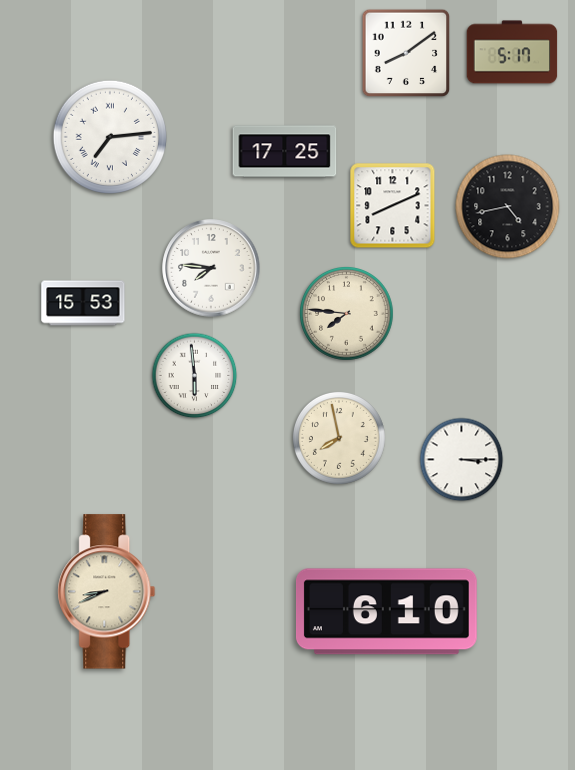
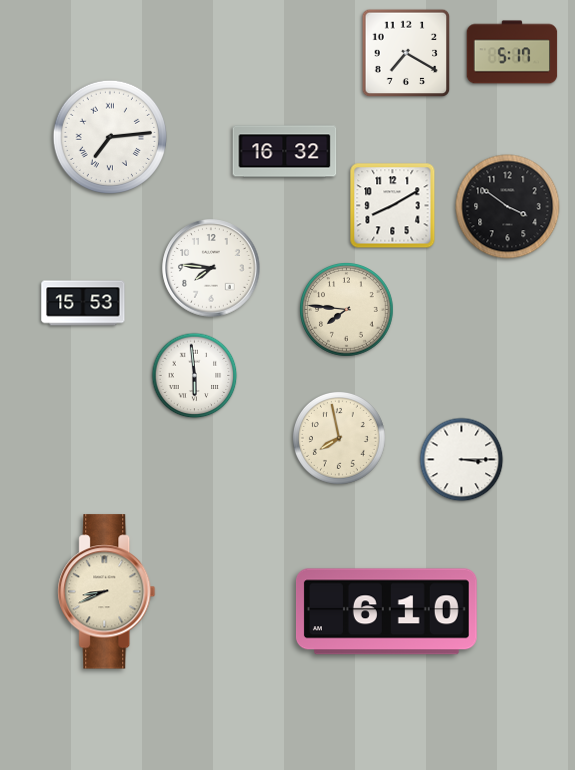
clock at (406, 53): 8:09 -> 7:20
clock at (285, 152): 17:25 -> 16:32
clock at (393, 206): 8:11 -> 8:10
clock at (508, 207): 4:43 -> 3:51
clock at (347, 314) position: (347, 314) -> (347, 310)
